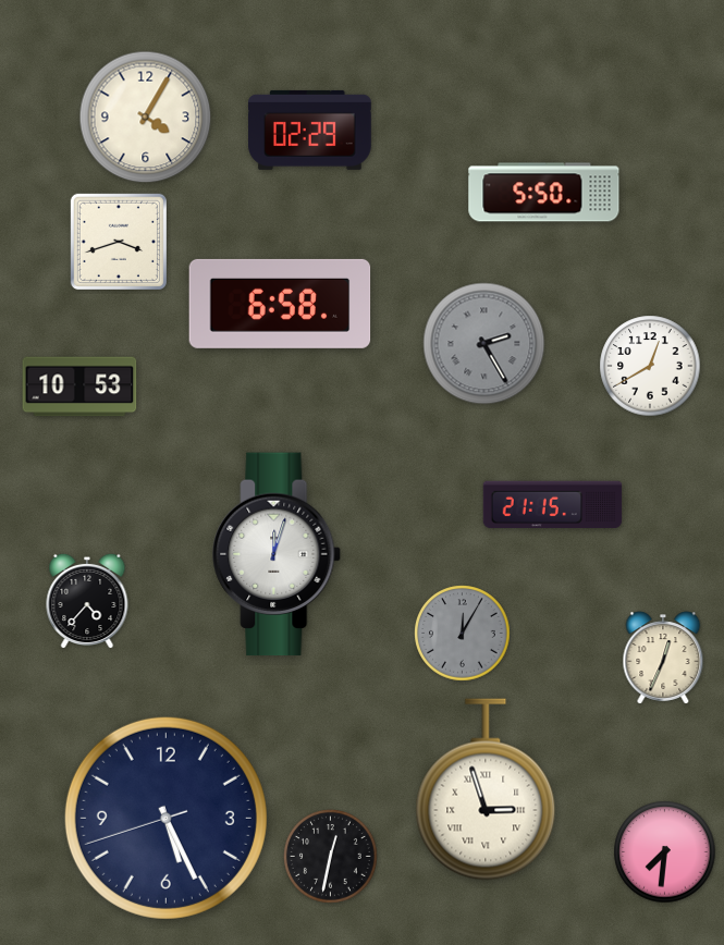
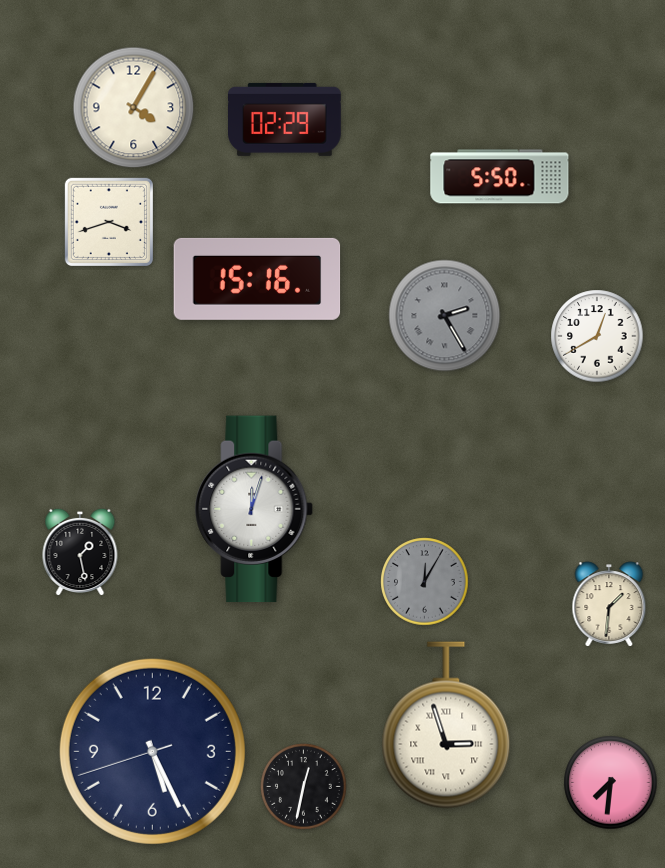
clock at (280, 304): 6:58 -> 15:16
clock at (79, 386): 10:53 -> none
clock at (553, 505): 21:15 -> none
clock at (87, 601): 4:37 -> 1:28
clock at (663, 658): 12:34 -> 1:31
